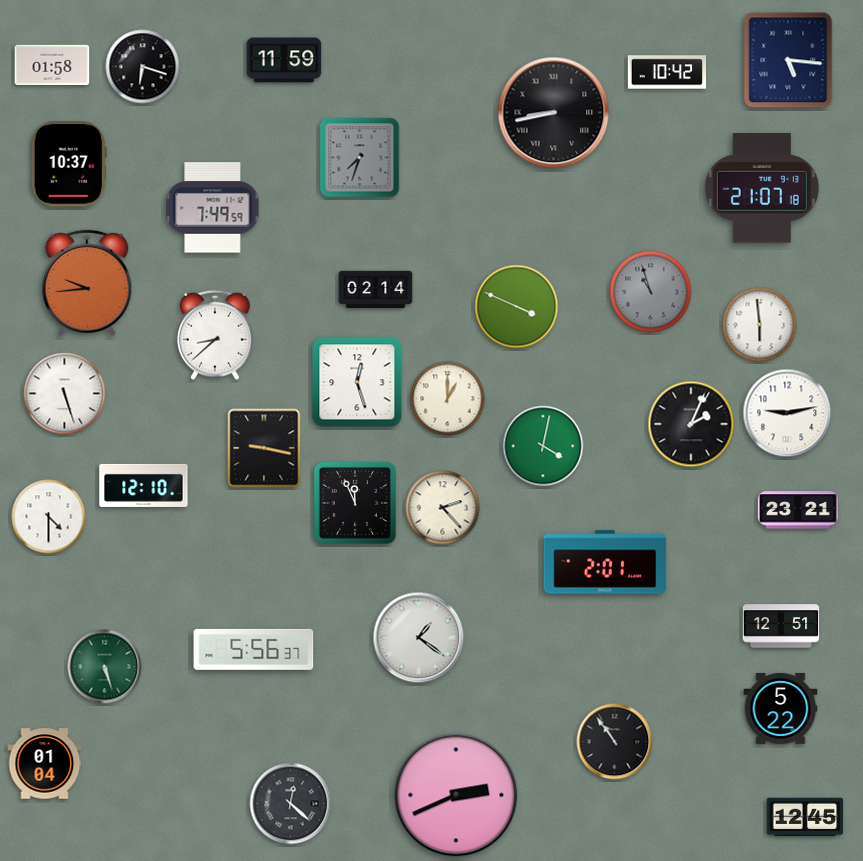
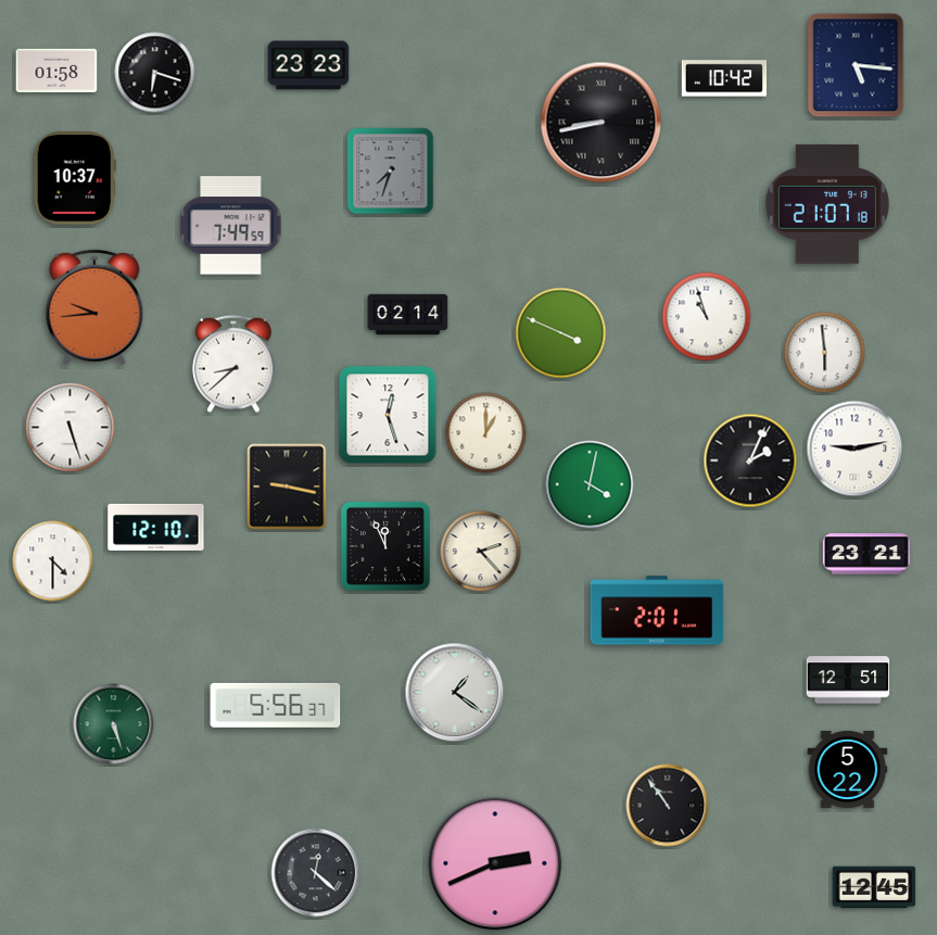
clock at (284, 60): 11:59 -> 23:23
clock at (651, 292) dial: grey -> white
clock at (45, 764): 01:04 -> none
